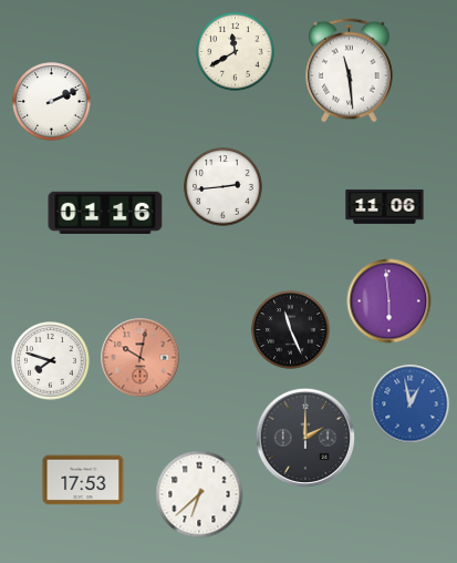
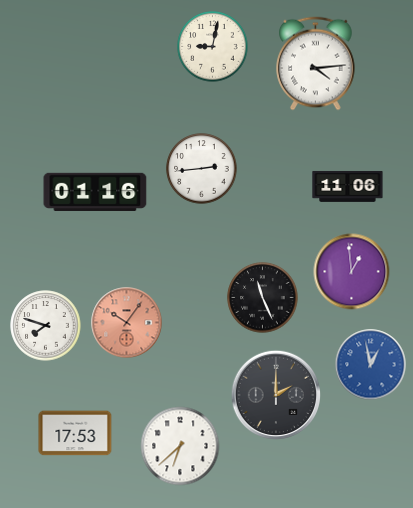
clock at (236, 52): 11:40 -> 9:02
clock at (350, 71): 11:29 -> 4:14
clock at (52, 102): 2:11 -> none
clock at (390, 301): 5:59 -> 12:59
clock at (141, 358): 10:02 -> 10:06
